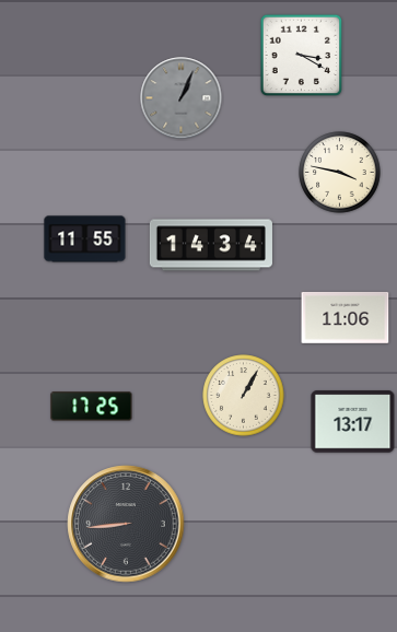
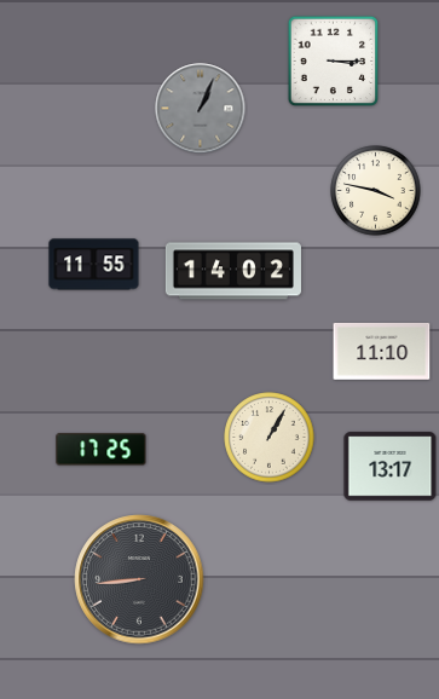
clock at (302, 56): 3:20 -> 3:15
clock at (211, 245): 14:34 -> 14:02
clock at (346, 318): 11:06 -> 11:10
